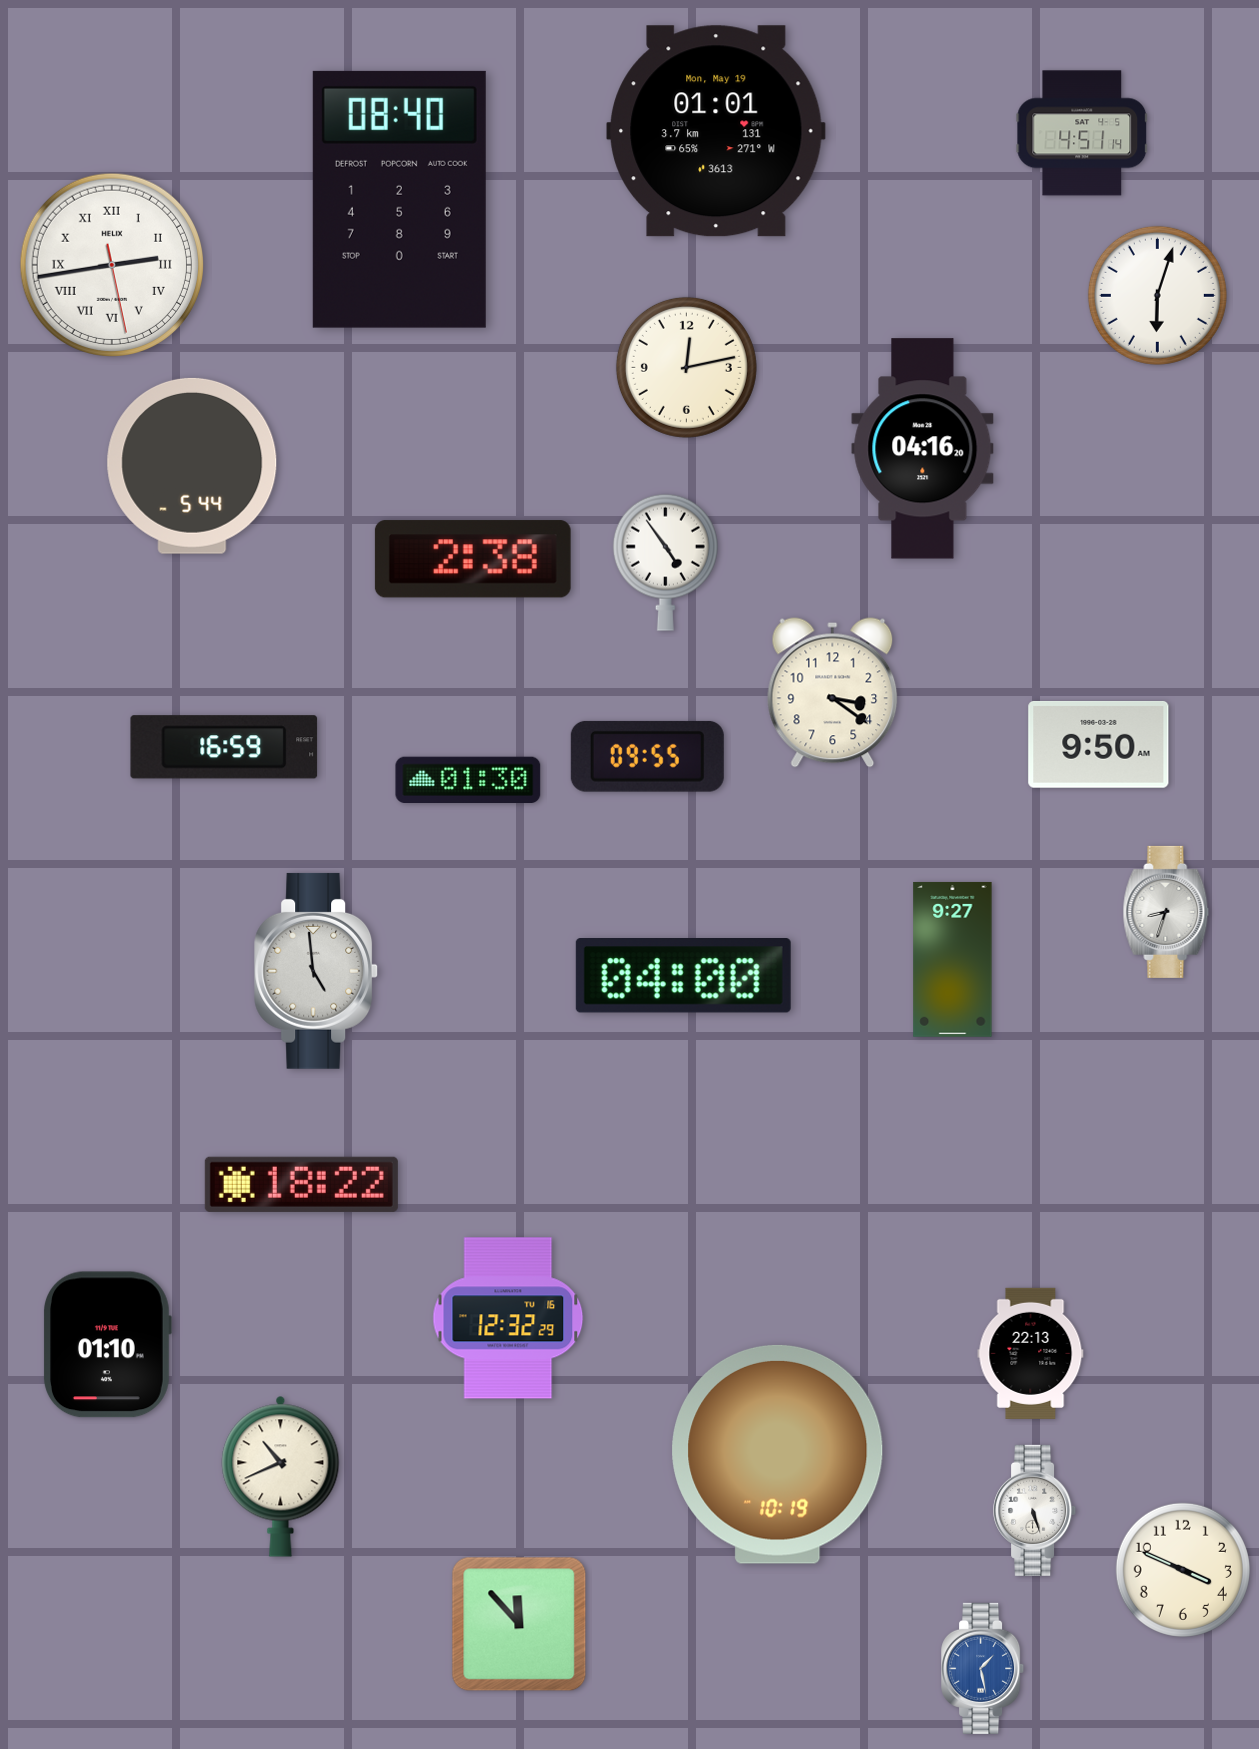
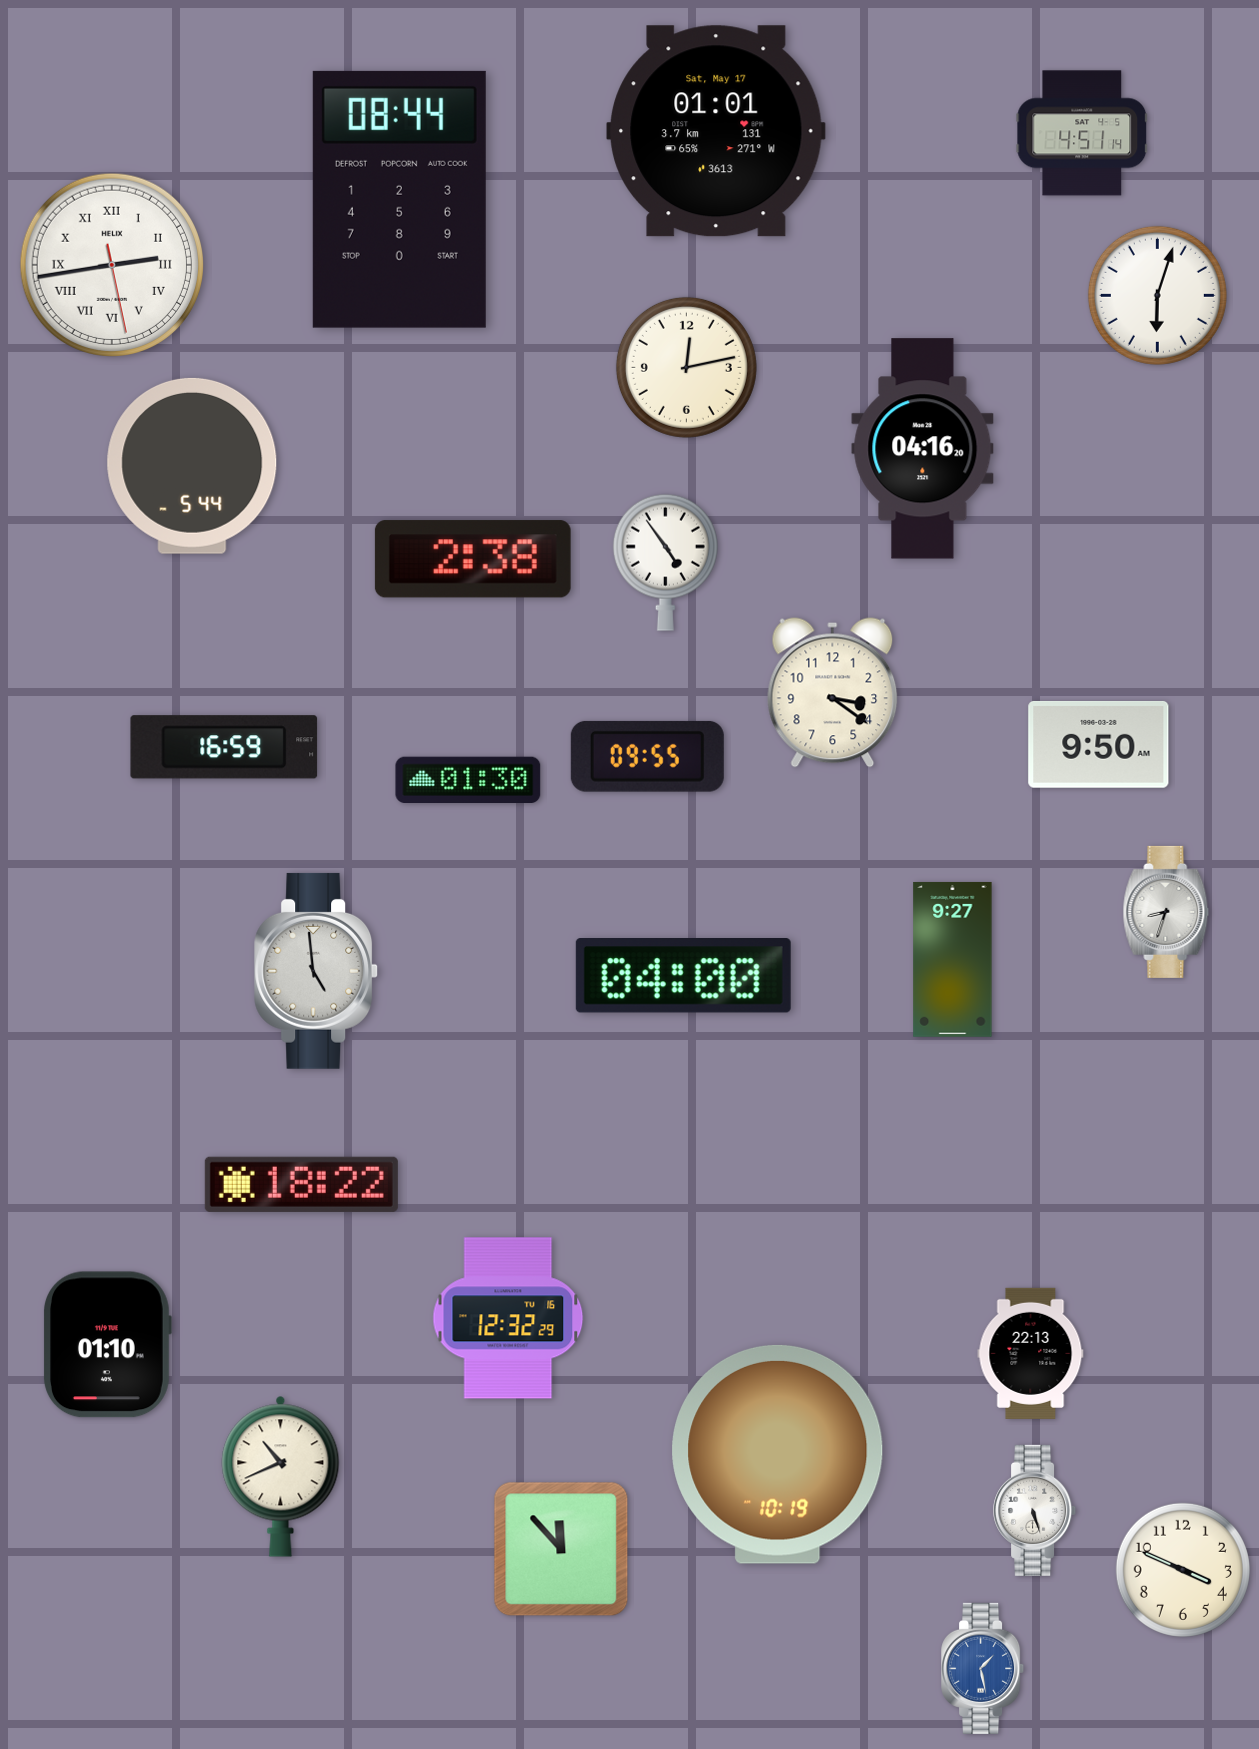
clock at (716, 131) date: Mon, May 19 -> Sat, May 17
clock at (399, 199): 08:40 -> 08:44
clock at (519, 1624) position: (519, 1624) -> (561, 1549)
